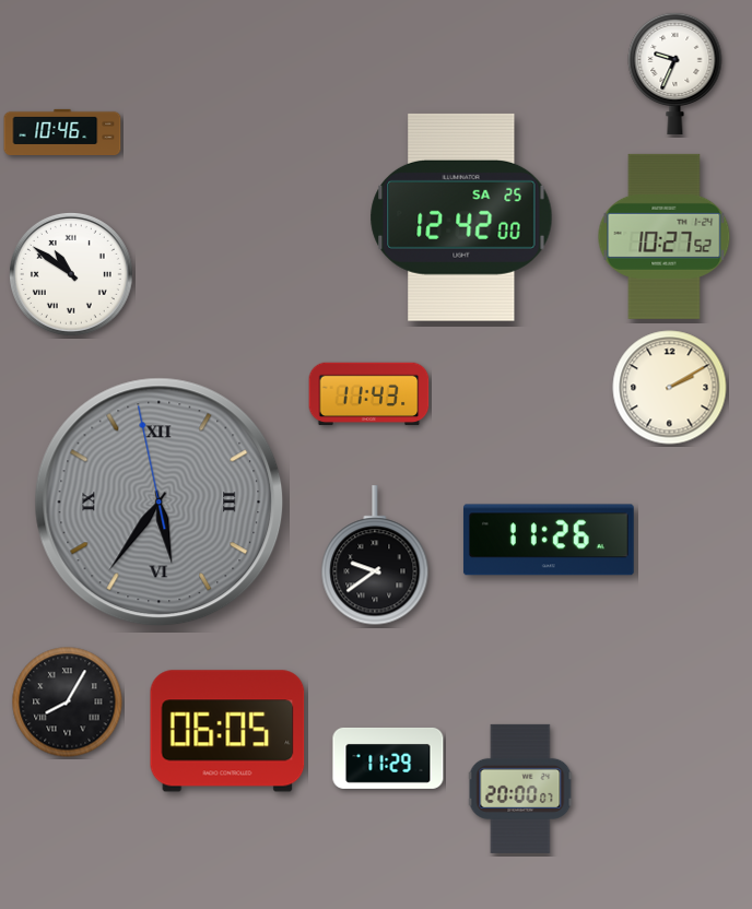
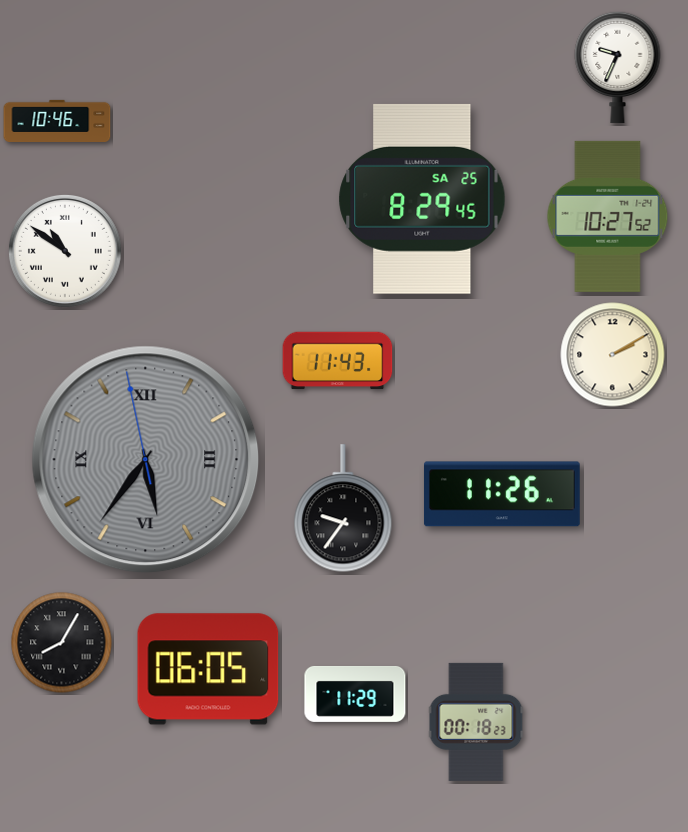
clock at (461, 217): 12:42 -> 8:29
clock at (375, 556): 9:39 -> 9:36
clock at (520, 789): 20:00 -> 00:18
